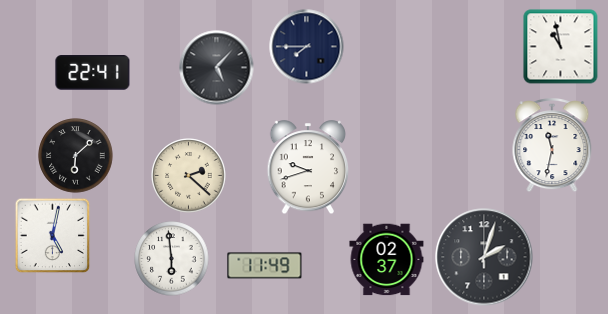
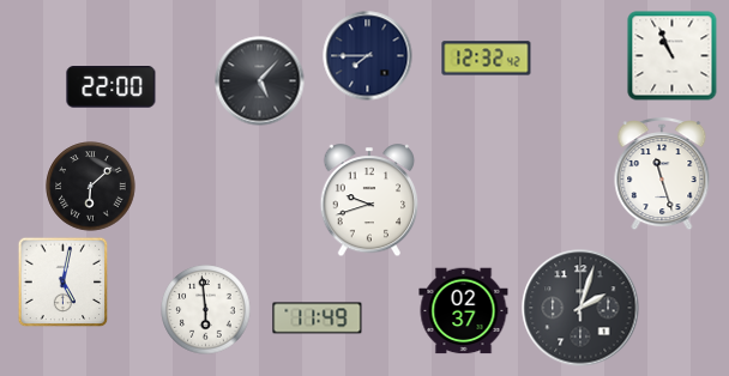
clock at (561, 47): 10:58 -> 10:56
clock at (487, 59): none -> 12:32
clock at (93, 73): 22:41 -> 22:00
clock at (552, 146): 11:32 -> 11:27
clock at (189, 176): 2:22 -> none
